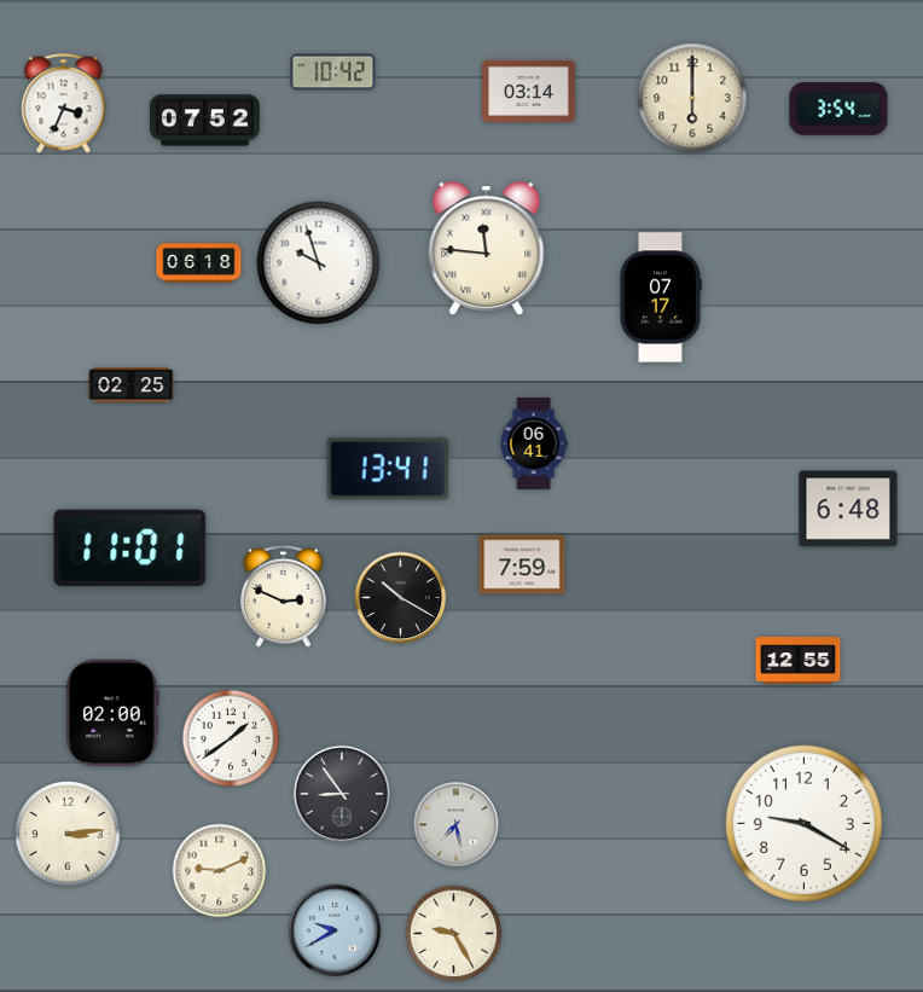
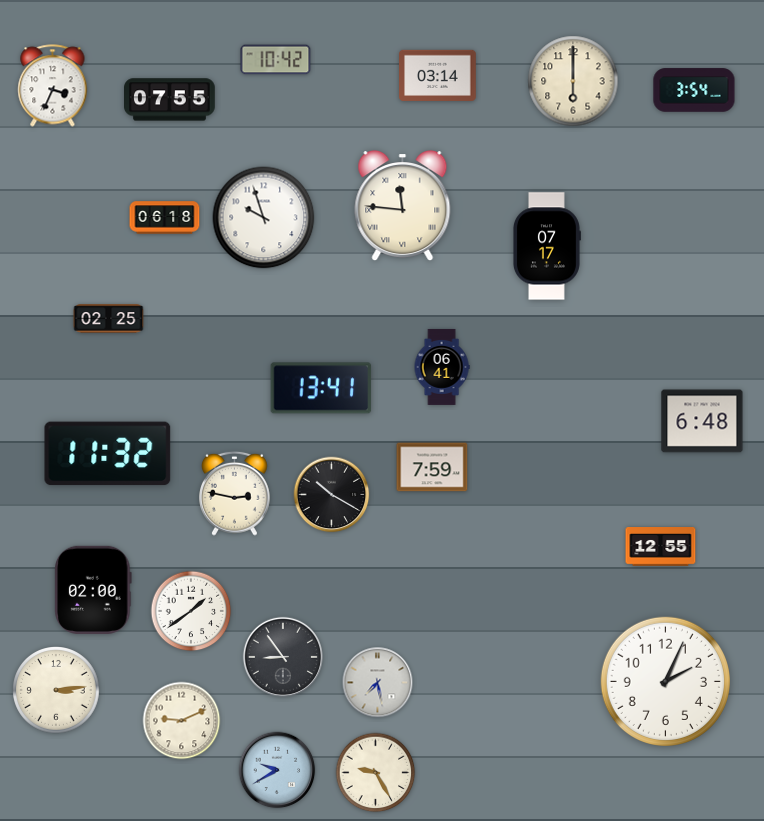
clock at (205, 121): 07:52 -> 07:55
clock at (130, 549): 11:01 -> 11:32
clock at (284, 596): 2:49 -> 2:47
clock at (803, 823): 9:20 -> 2:04
